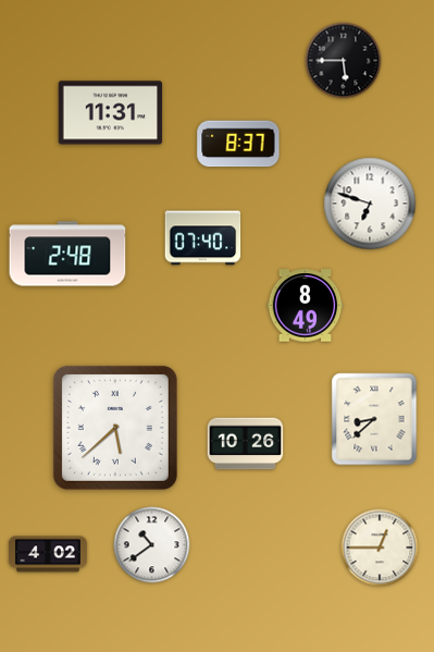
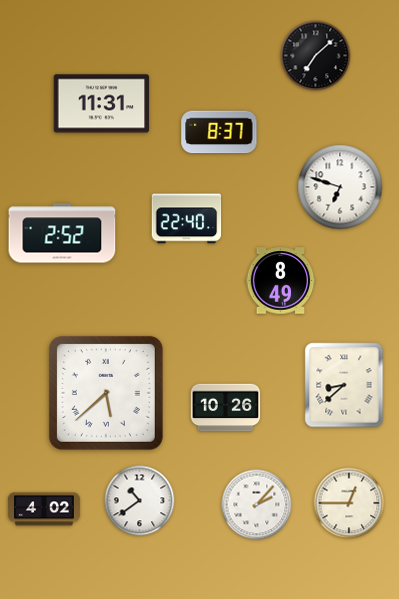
clock at (344, 61): 5:45 -> 7:08
clock at (203, 238): 07:40 -> 22:40
clock at (67, 254): 2:48 -> 2:52
clock at (257, 505): none -> 2:07
